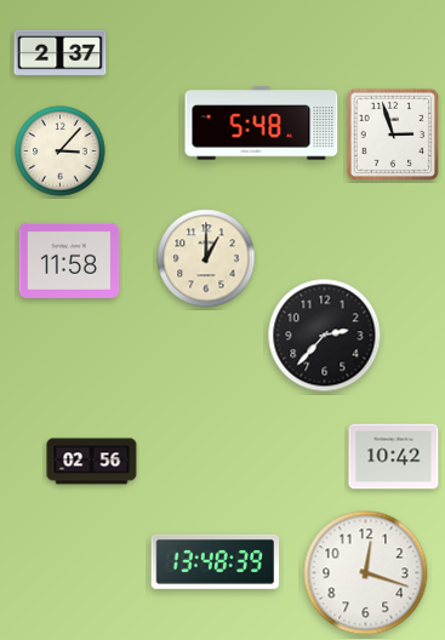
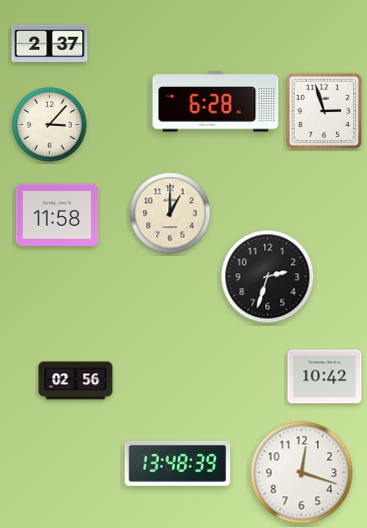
clock at (262, 124): 5:48 -> 6:28
clock at (325, 336): 2:37 -> 2:33
